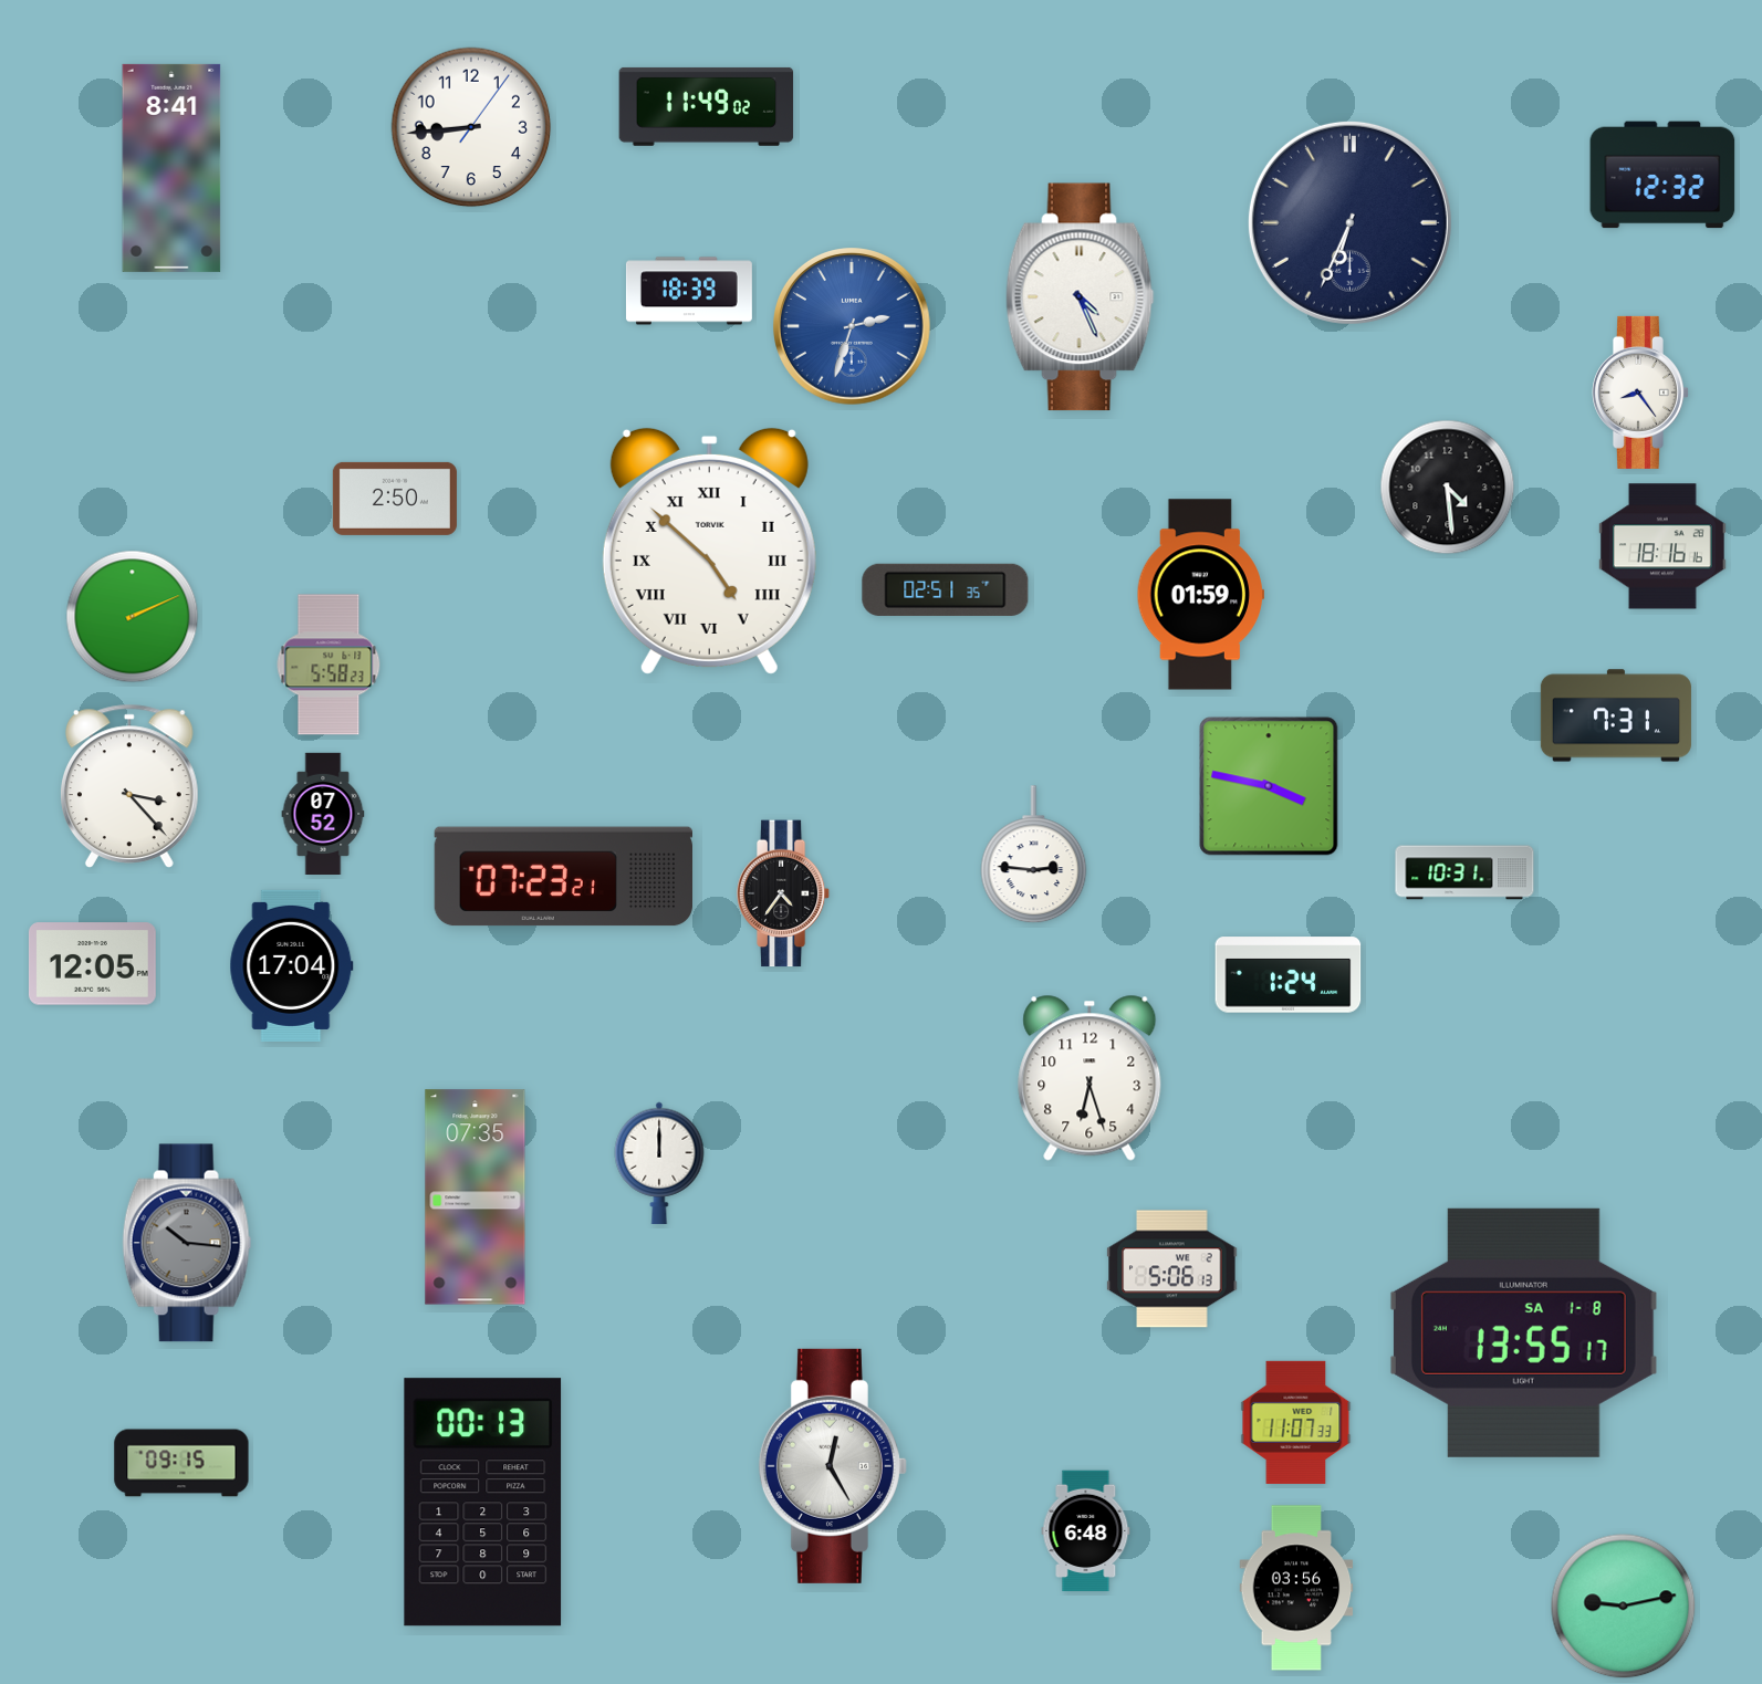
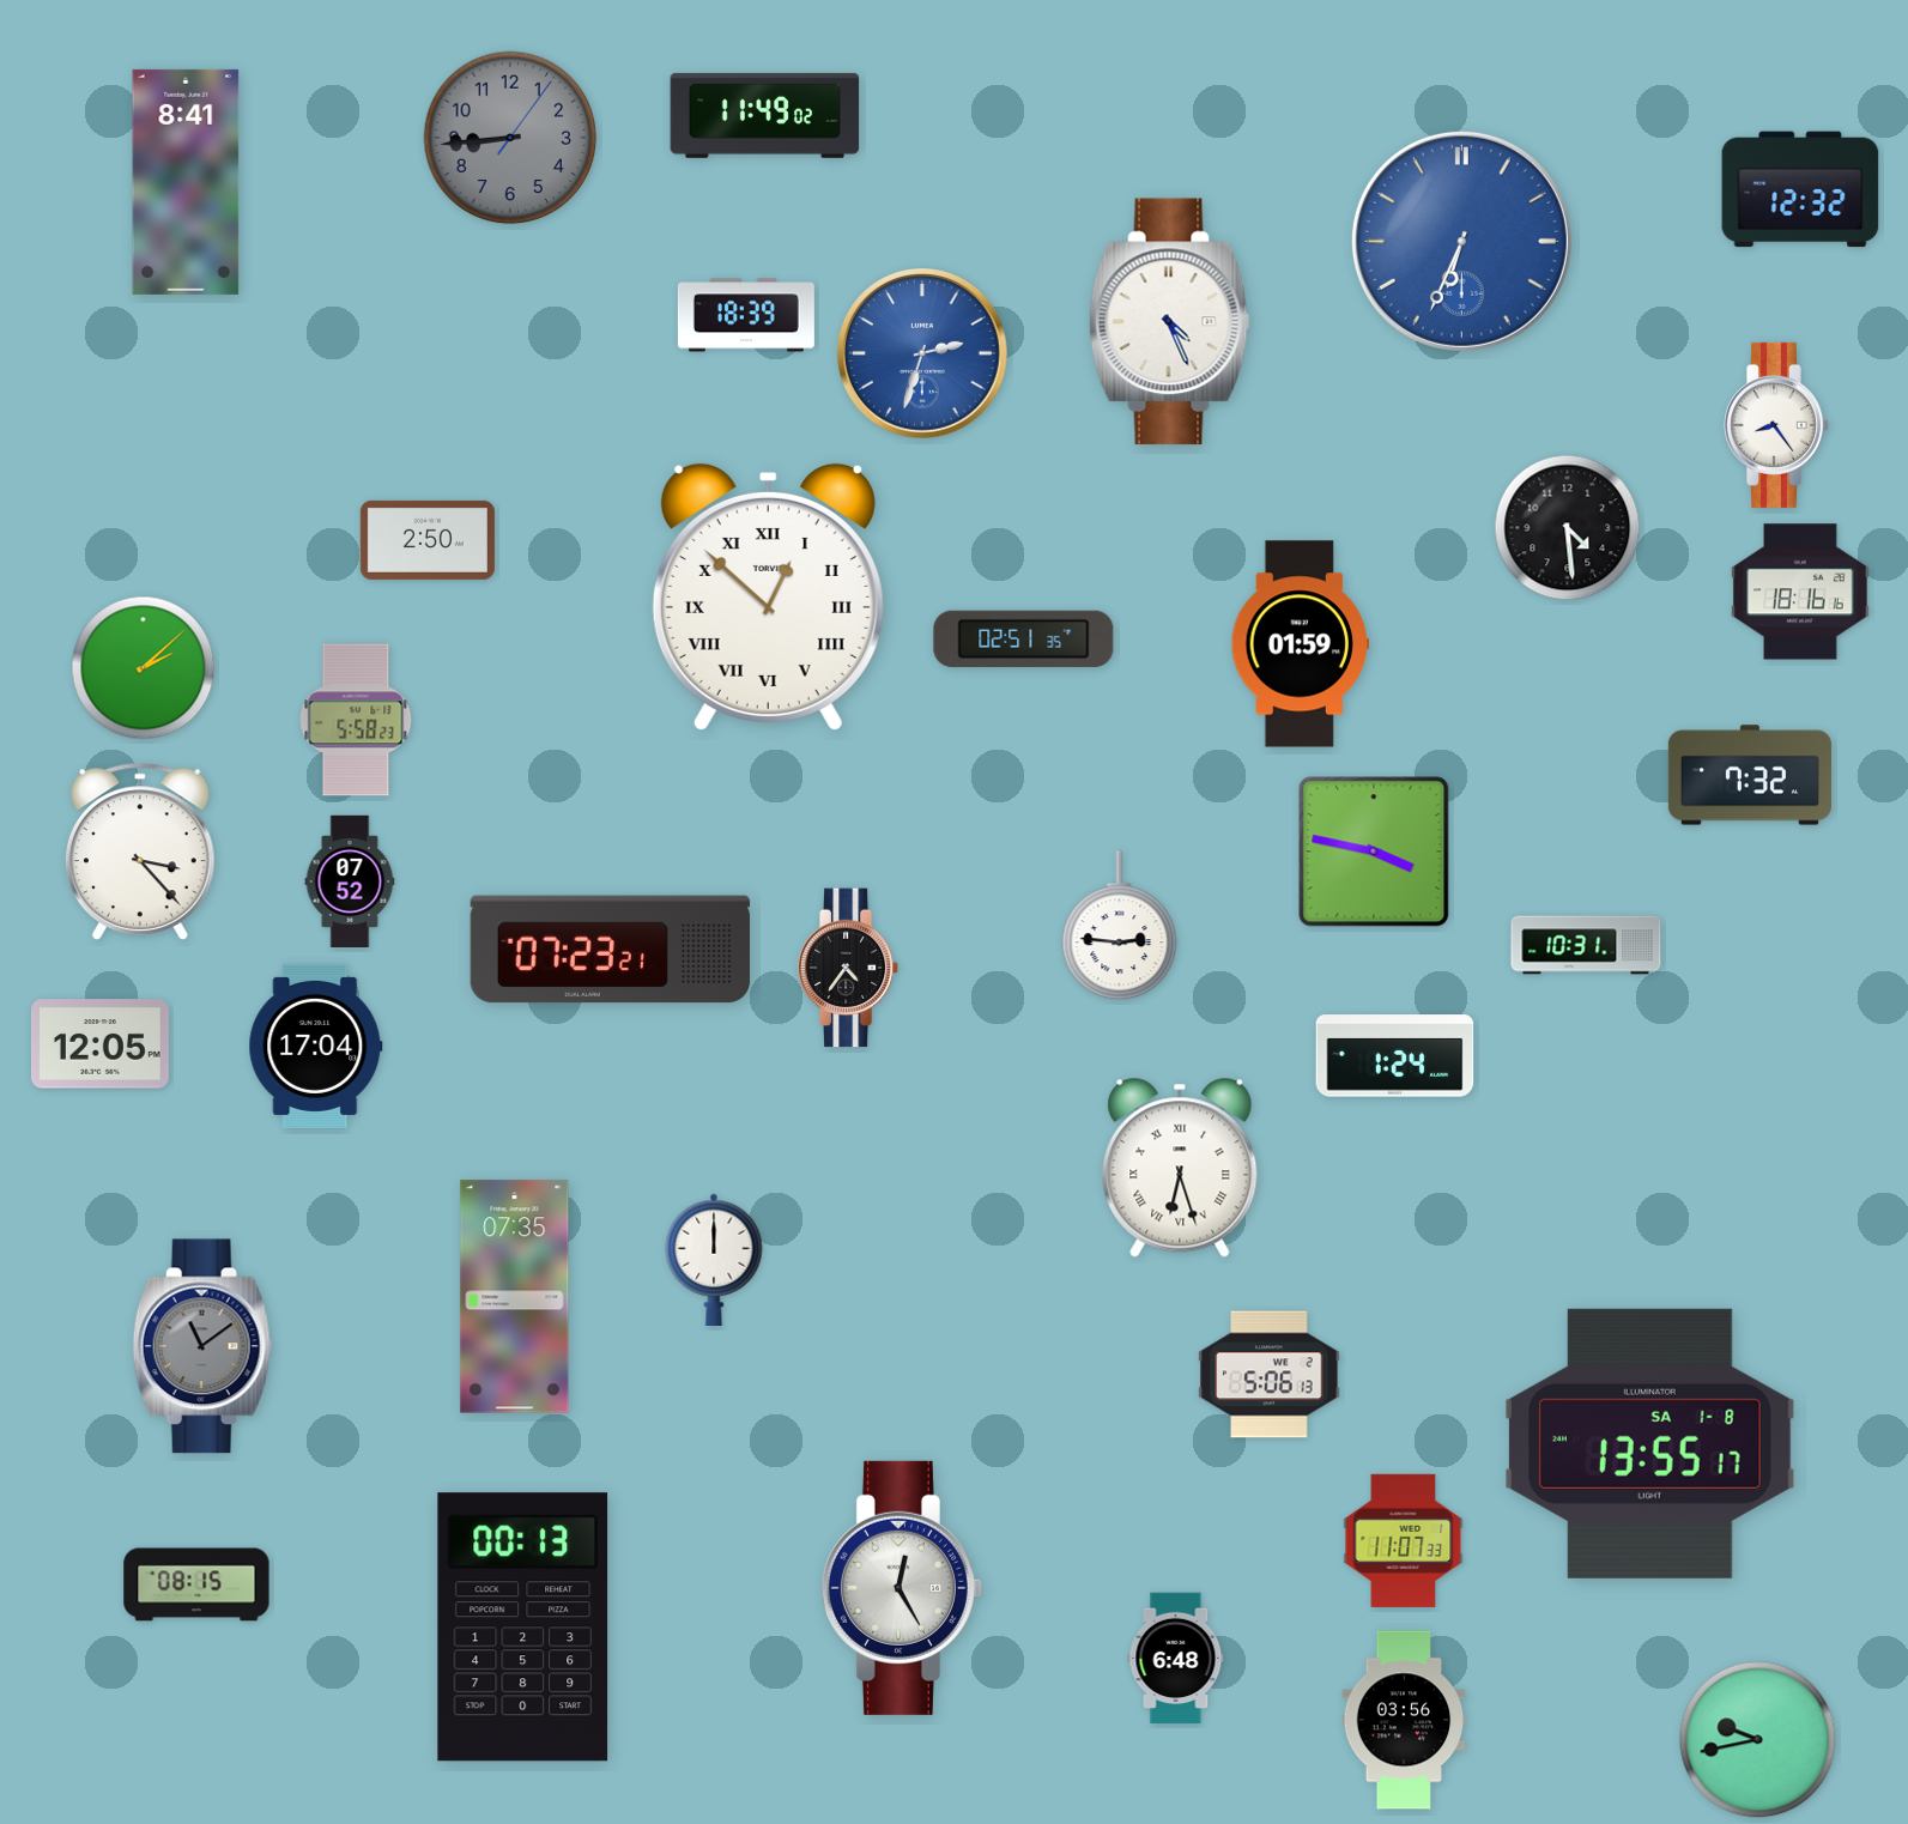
clock at (471, 127) dial: white -> grey
clock at (1349, 222) dial: navy -> blue
clock at (709, 551): 4:52 -> 12:52
clock at (133, 617): 2:11 -> 2:08
clock at (1616, 715): 7:31 -> 7:32
clock at (1089, 1078) numerals: Arabic -> Roman
clock at (187, 1243): 10:16 -> 11:09
clock at (181, 1463): 09:15 -> 08:15
clock at (1624, 1607): 9:13 -> 9:43
